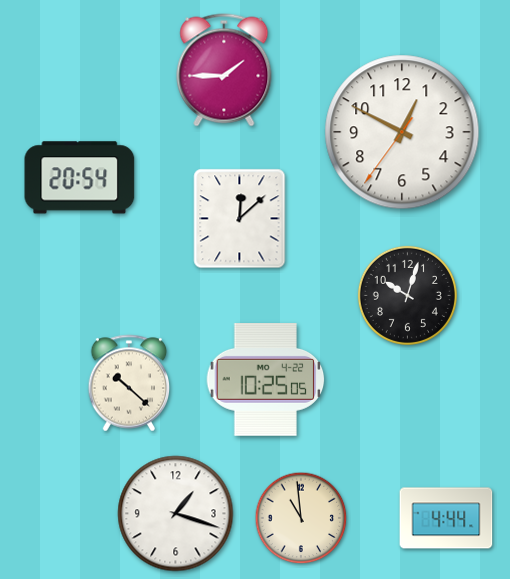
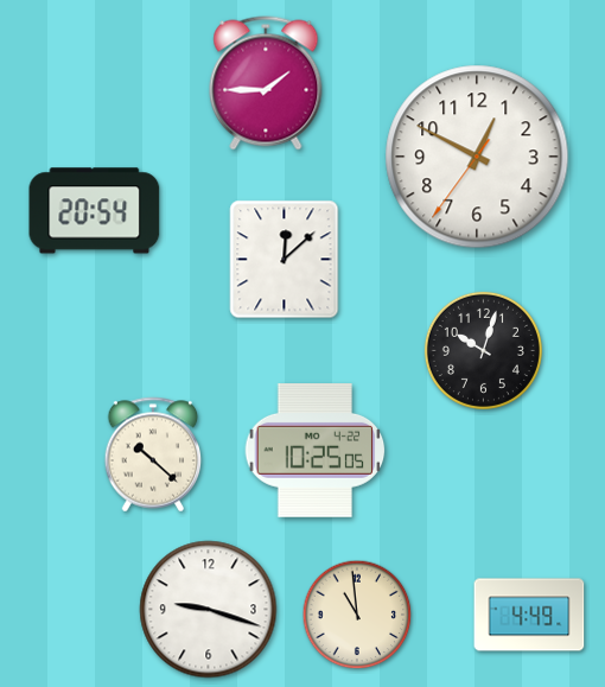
clock at (176, 514): 1:18 -> 9:18
clock at (446, 518): 4:44 -> 4:49
